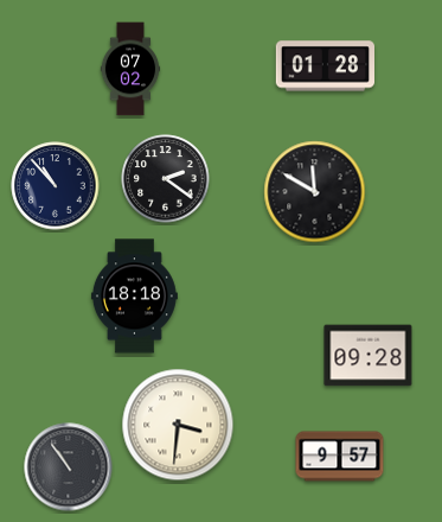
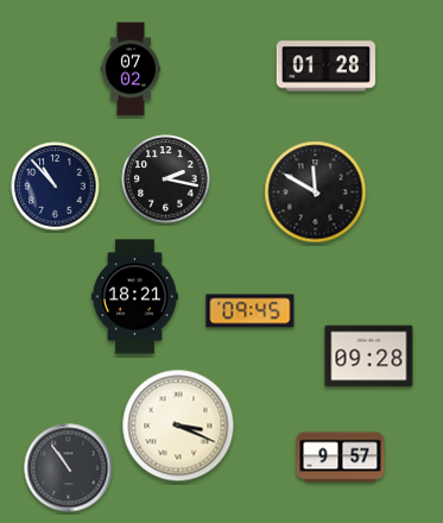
clock at (166, 179): 2:21 -> 2:17
clock at (134, 297): 18:18 -> 18:21
clock at (251, 311): none -> 09:45
clock at (178, 425): 3:31 -> 3:19
